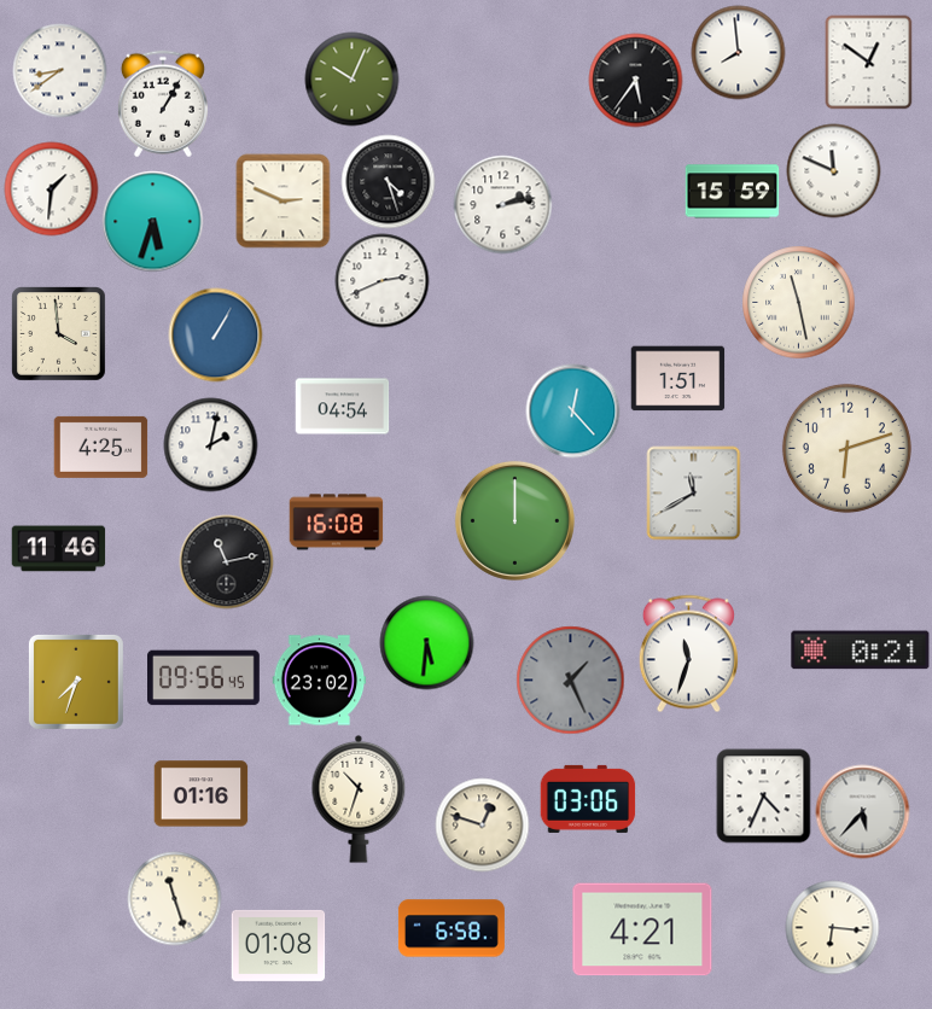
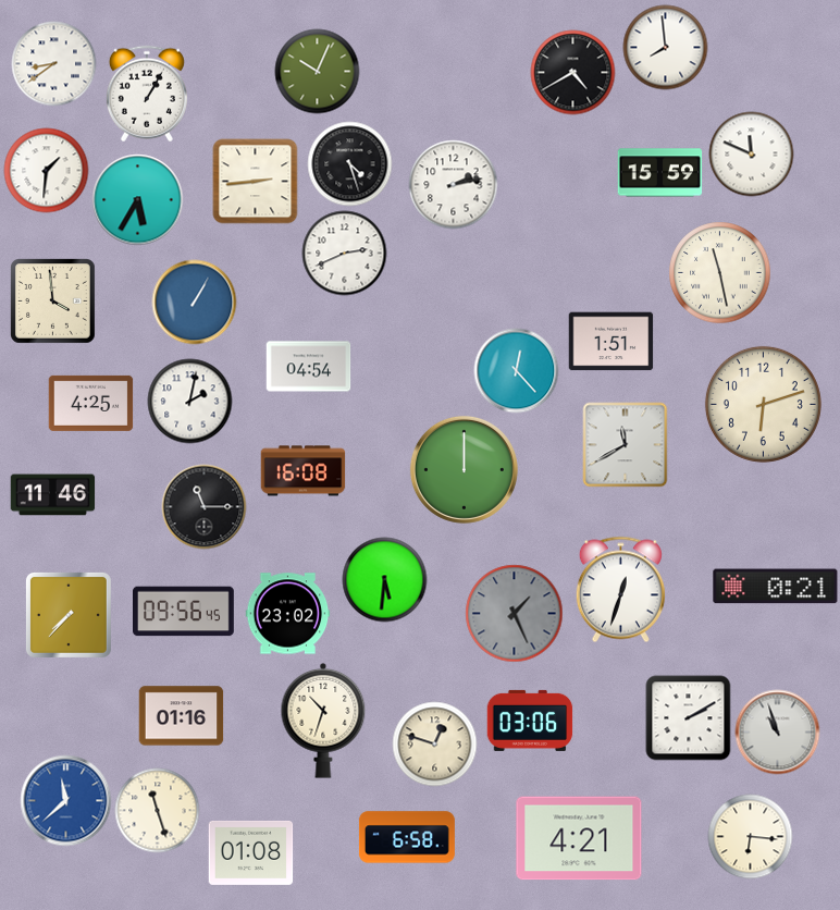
clock at (869, 62): 12:51 -> none
clock at (635, 80): 5:36 -> 4:40
clock at (282, 200): 2:49 -> 2:44
clock at (152, 221): 5:33 -> 5:35
clock at (226, 561): 11:13 -> 11:15
clock at (688, 653): 11:33 -> 12:33
clock at (76, 682): 7:33 -> 7:37
clock at (763, 795): 4:34 -> 2:10
clock at (862, 811): 5:37 -> 10:57
clock at (65, 800): none -> 11:38
